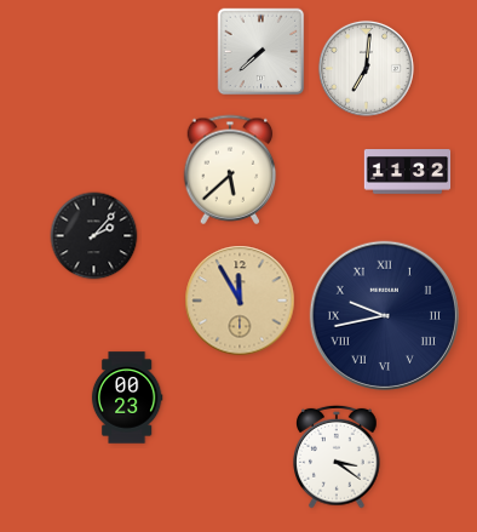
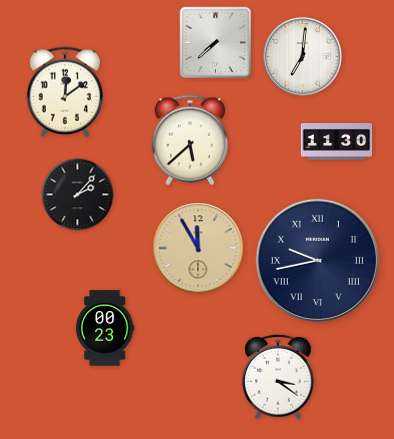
clock at (65, 92): none -> 12:09
clock at (408, 172): 11:32 -> 11:30
